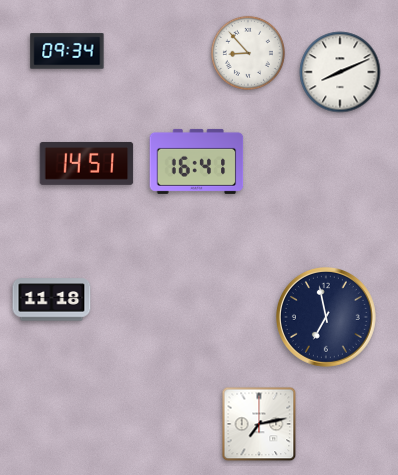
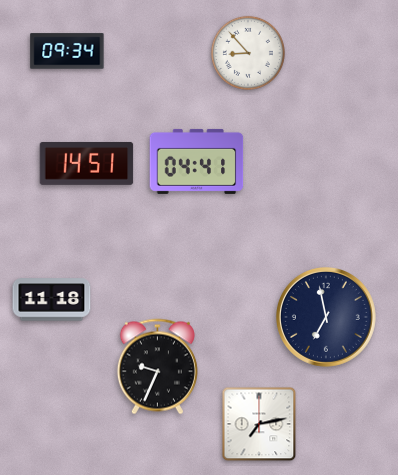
clock at (340, 72): 8:11 -> none
clock at (197, 161): 16:41 -> 04:41
clock at (157, 367): none -> 9:34
